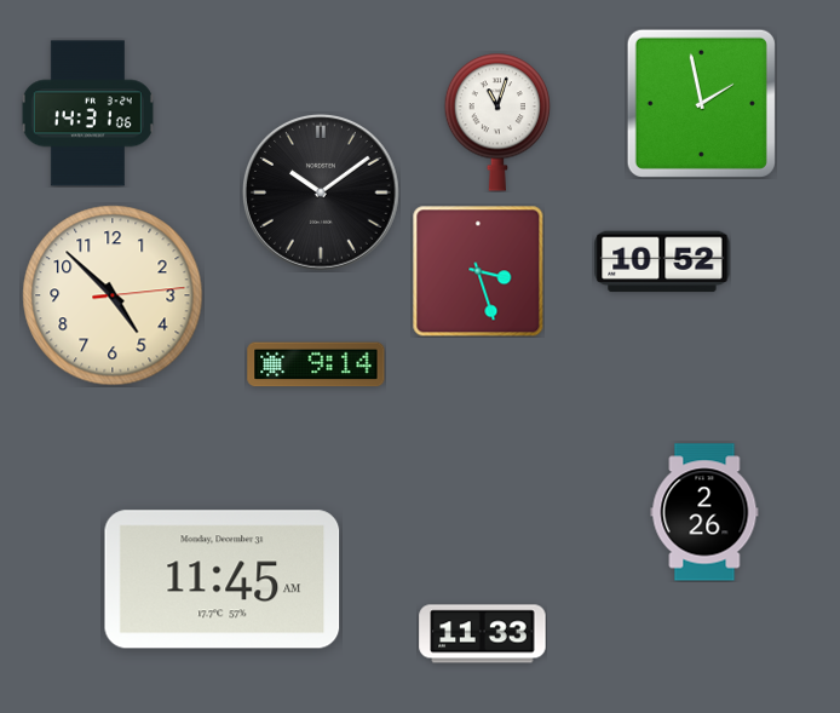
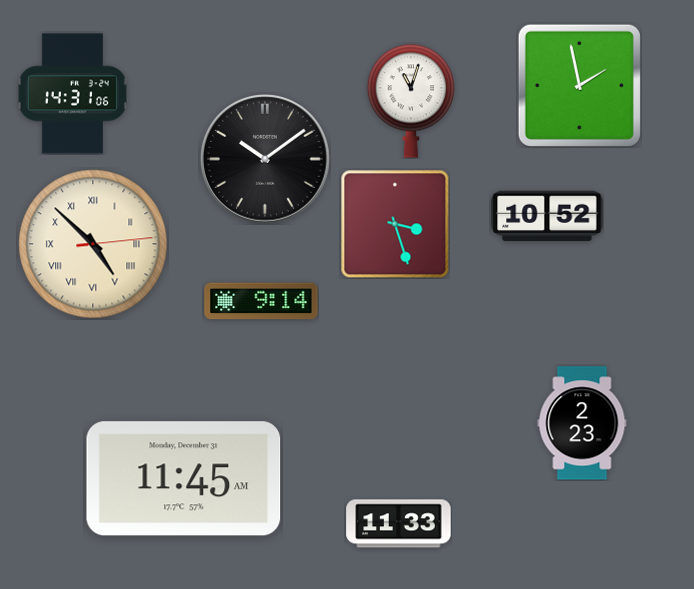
clock at (113, 295) numerals: Arabic -> Roman
clock at (704, 512): 2:26 -> 2:23
